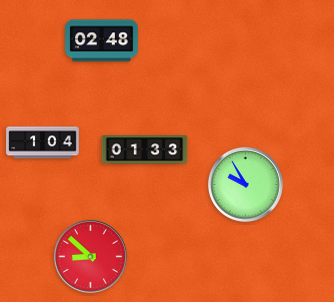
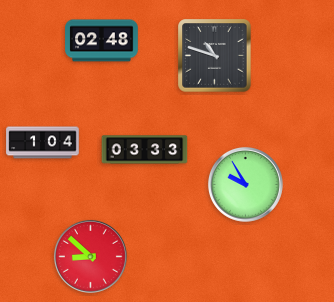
clock at (215, 56): none -> 10:48
clock at (145, 150): 01:33 -> 03:33
